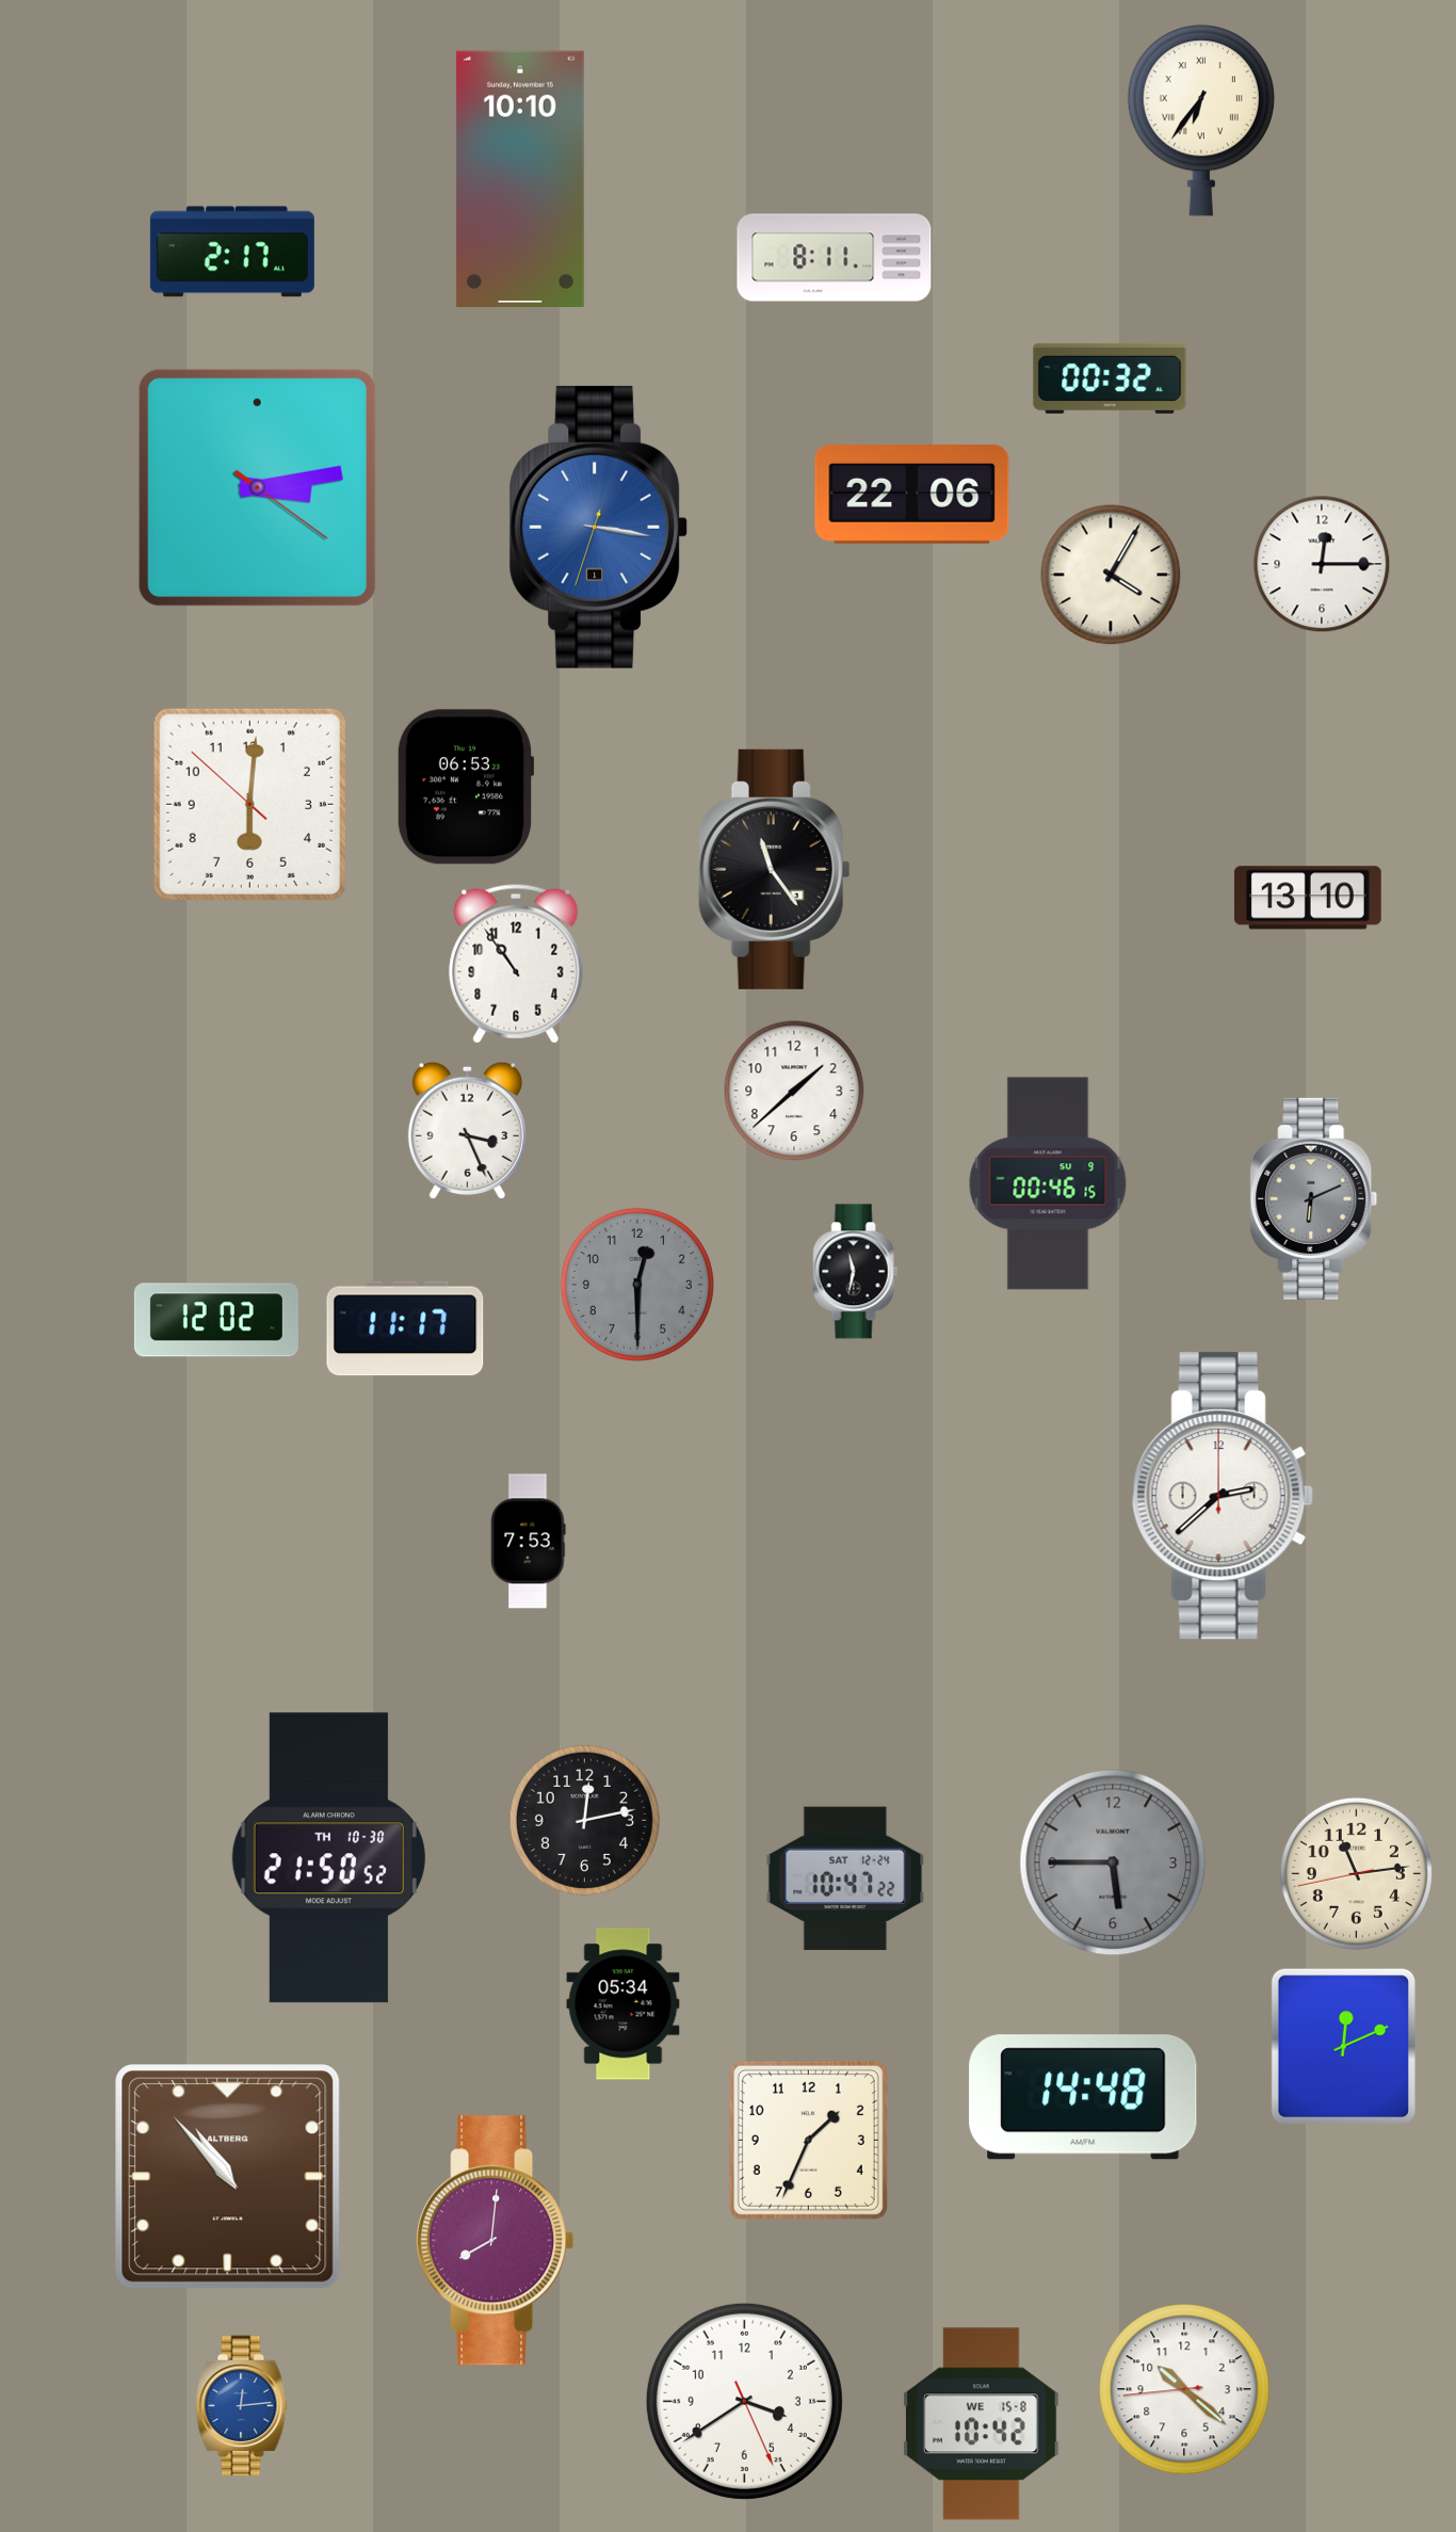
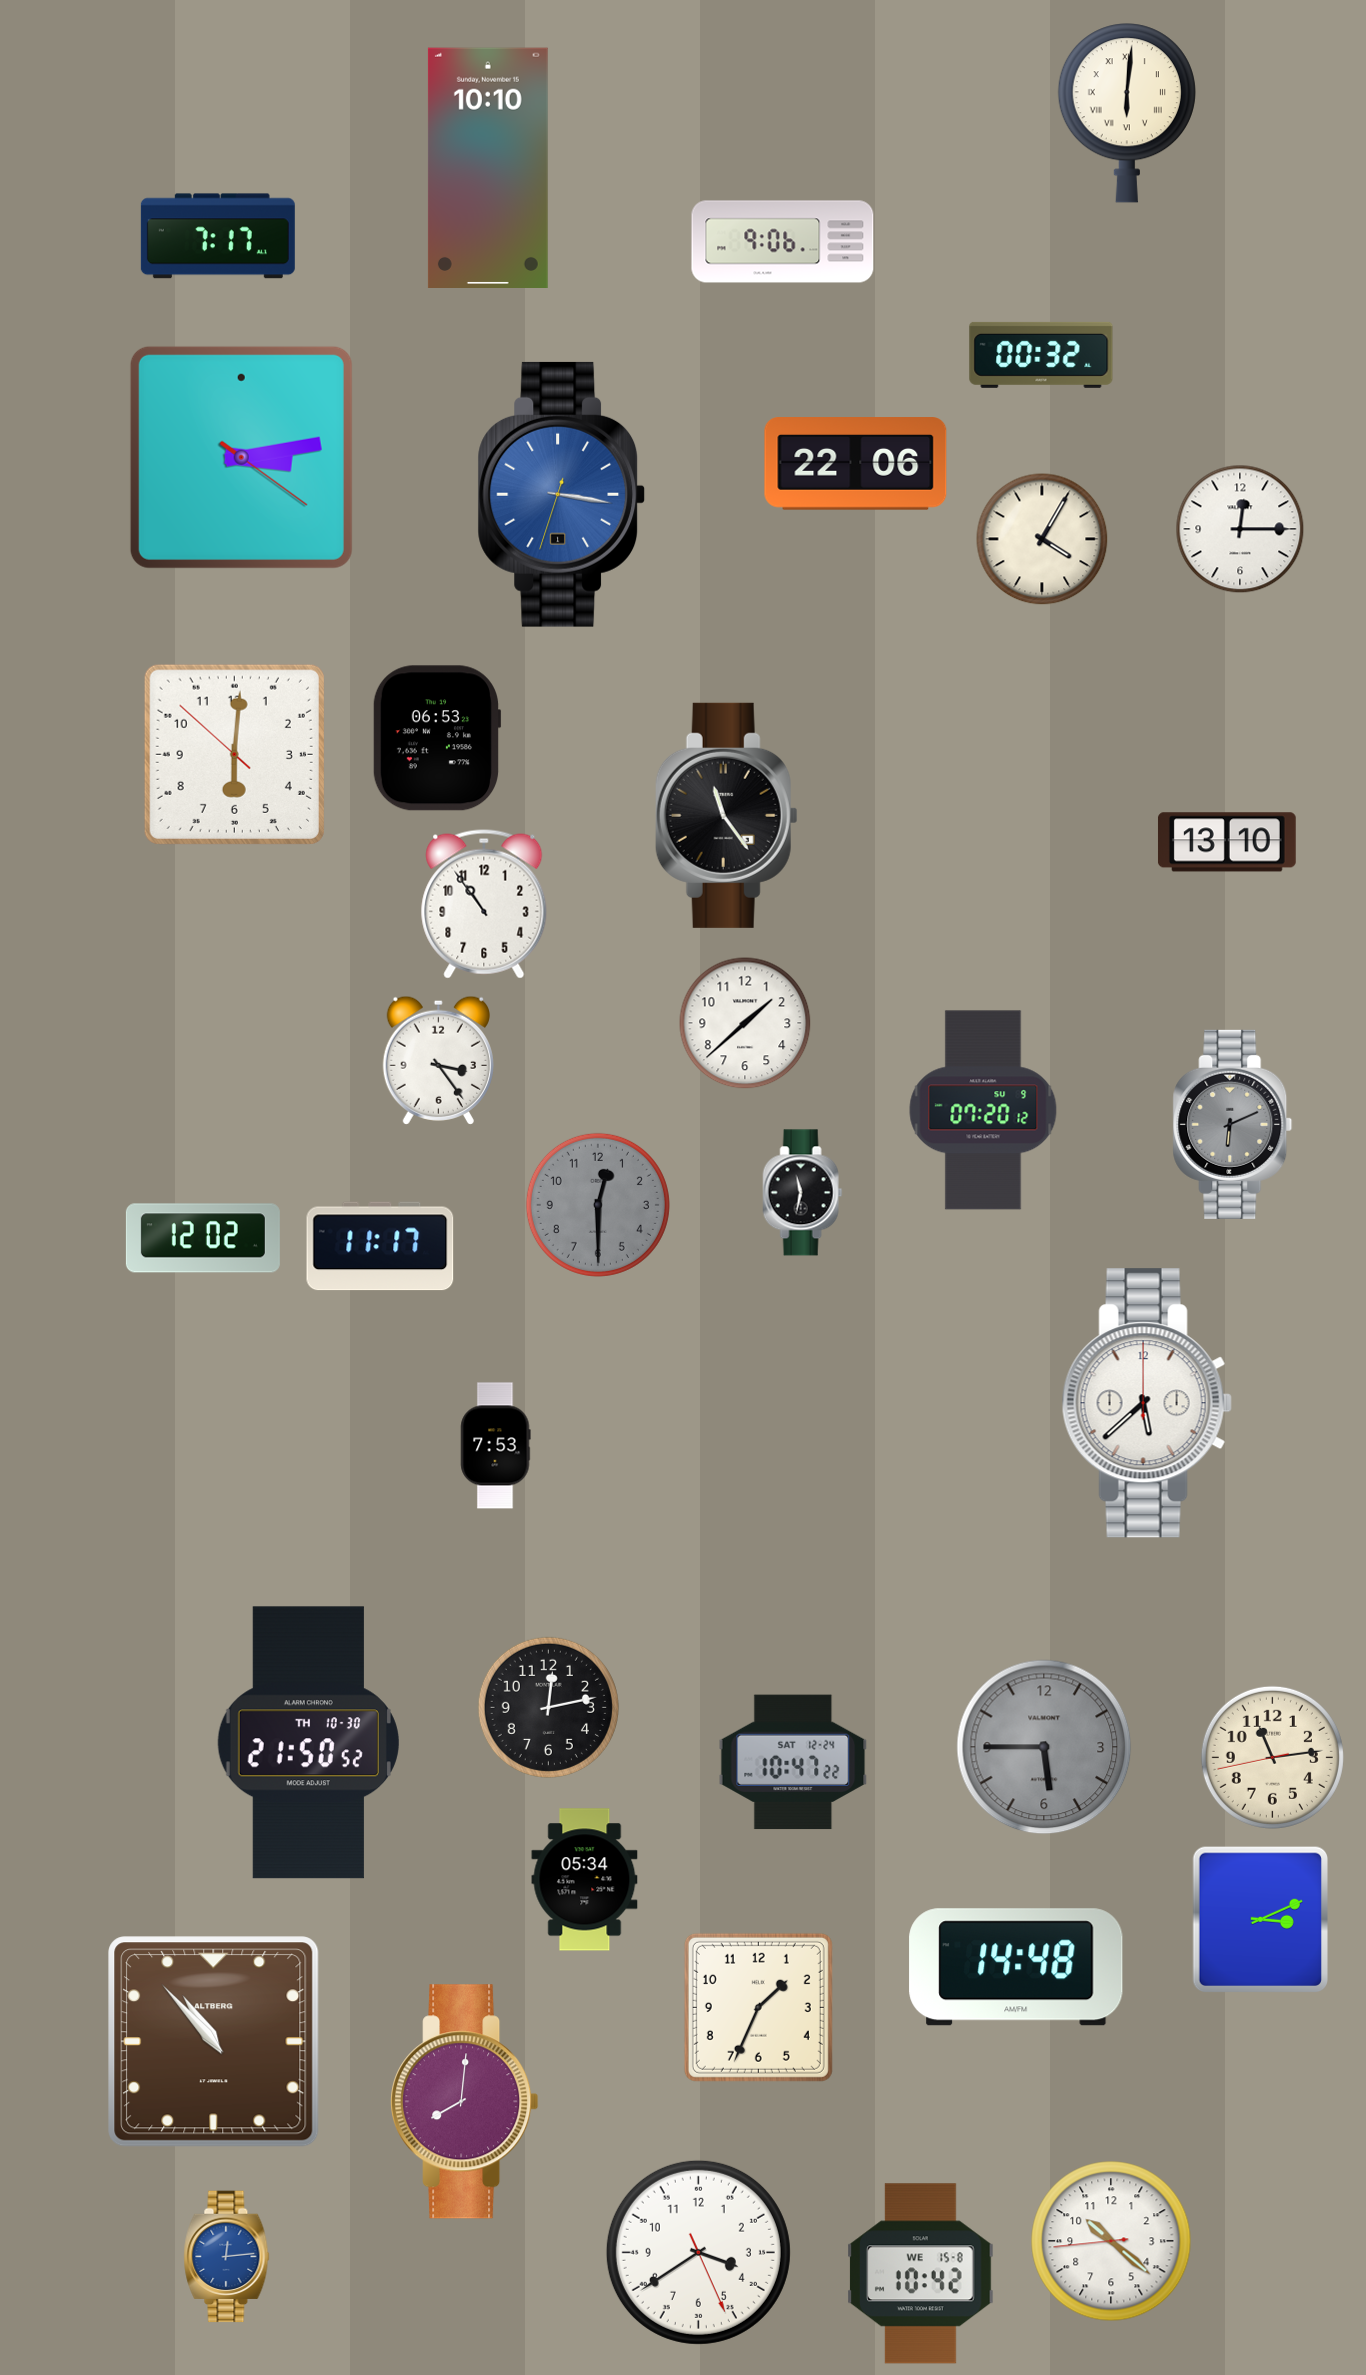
clock at (1201, 120): 6:36 -> 6:01
clock at (232, 252): 2:17 -> 7:17
clock at (835, 258): 8:11 -> 9:06
clock at (467, 1130): 3:26 -> 3:24
clock at (1048, 1183): 00:46 -> 07:20
clock at (1223, 1496): 2:38 -> 5:38
clock at (1344, 2047): 12:11 -> 3:11
